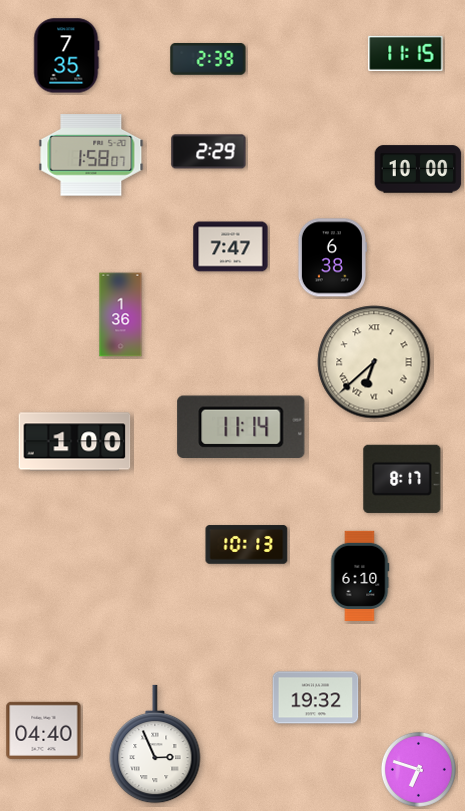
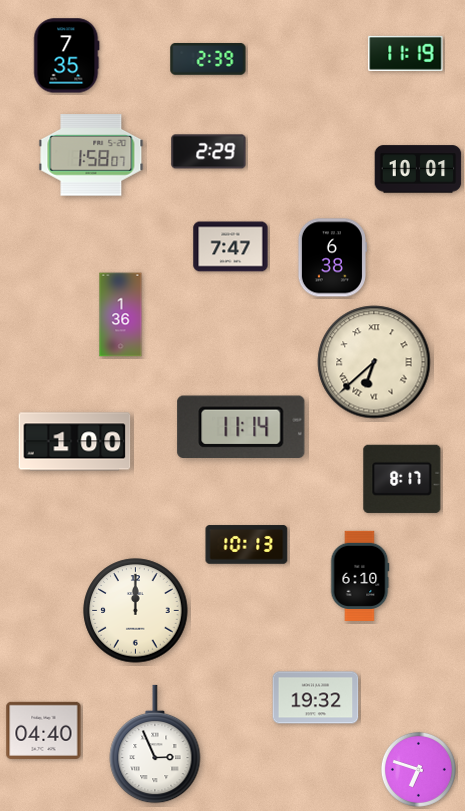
clock at (406, 53): 11:15 -> 11:19
clock at (418, 169): 10:00 -> 10:01
clock at (136, 611): none -> 12:00
